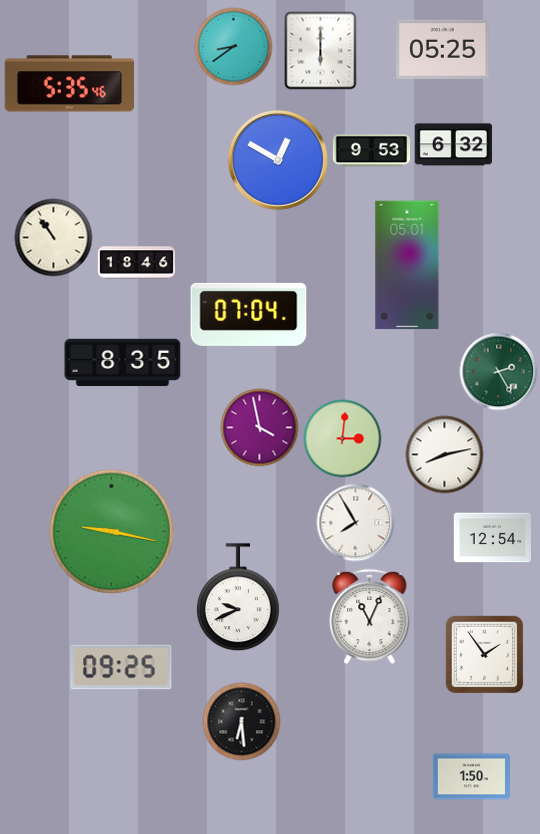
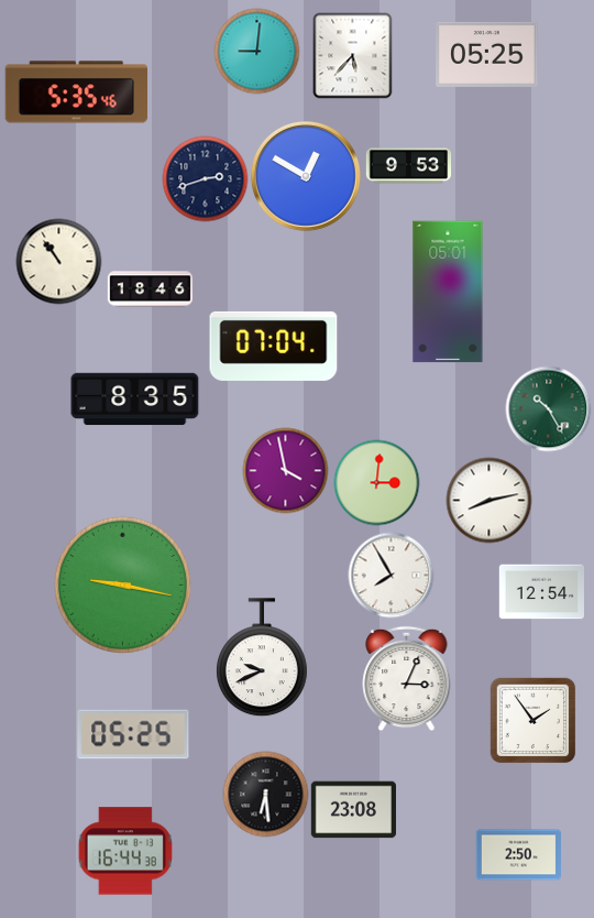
clock at (233, 46): 8:39 -> 9:01
clock at (321, 50): 6:00 -> 5:37
clock at (453, 145): 6:32 -> none
clock at (205, 178): none -> 2:42
clock at (498, 371): 2:25 -> 10:25
clock at (370, 616): 11:04 -> 3:04
clock at (121, 667): 09:25 -> 05:25
clock at (353, 810): none -> 23:08
clock at (125, 851): none -> 16:44
clock at (471, 777): 1:50 -> 2:50
